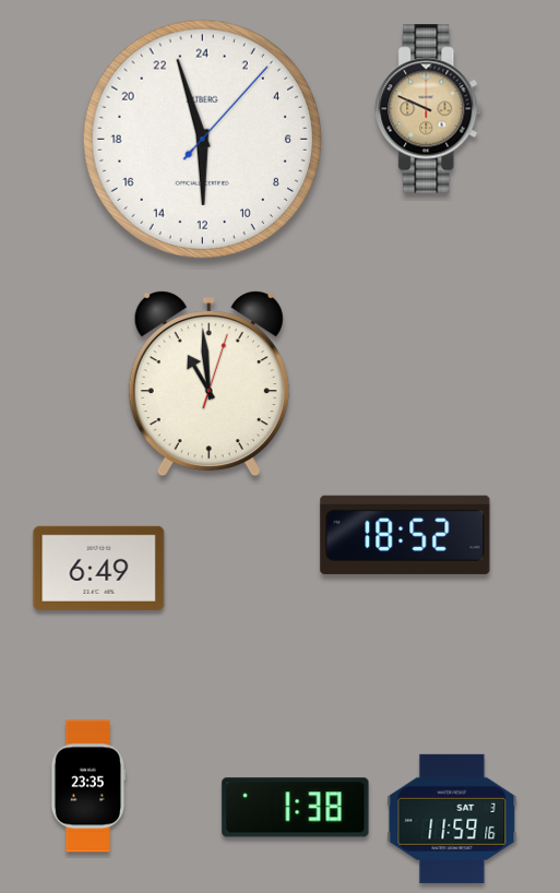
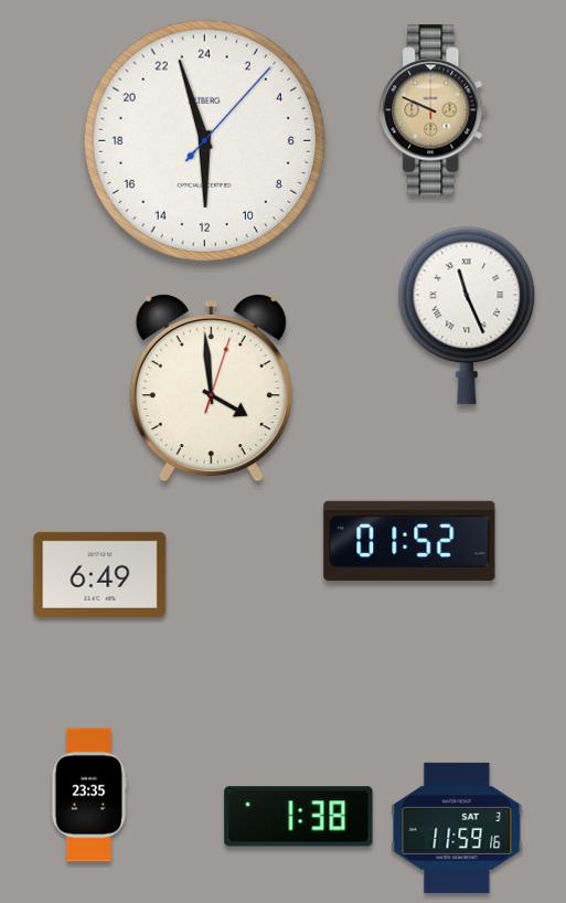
clock at (467, 316): none -> 11:26
clock at (208, 384): 10:59 -> 3:59
clock at (405, 535): 18:52 -> 01:52
